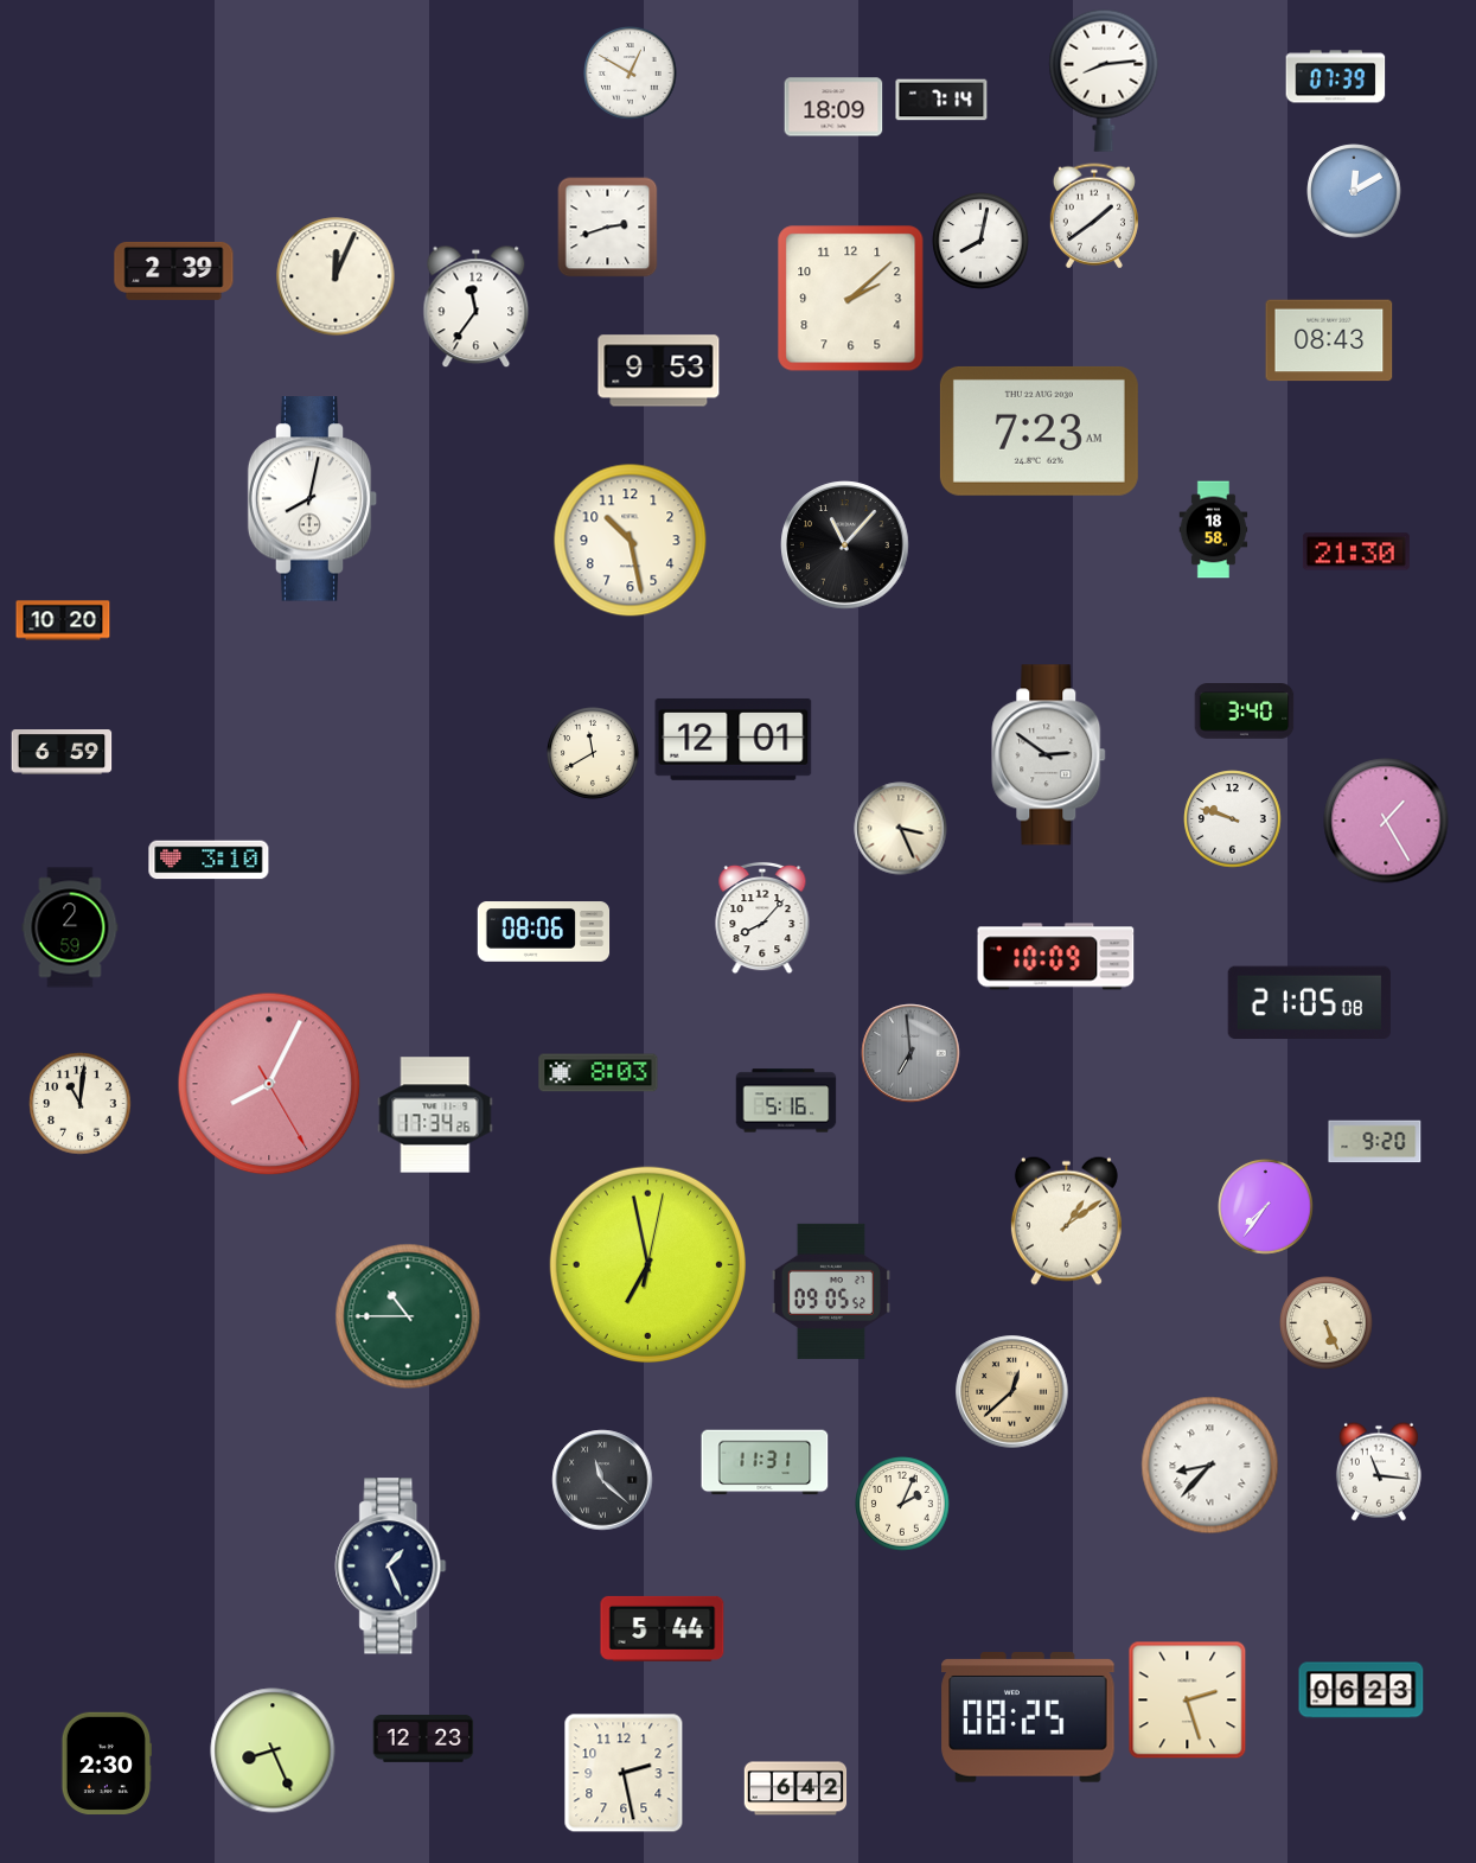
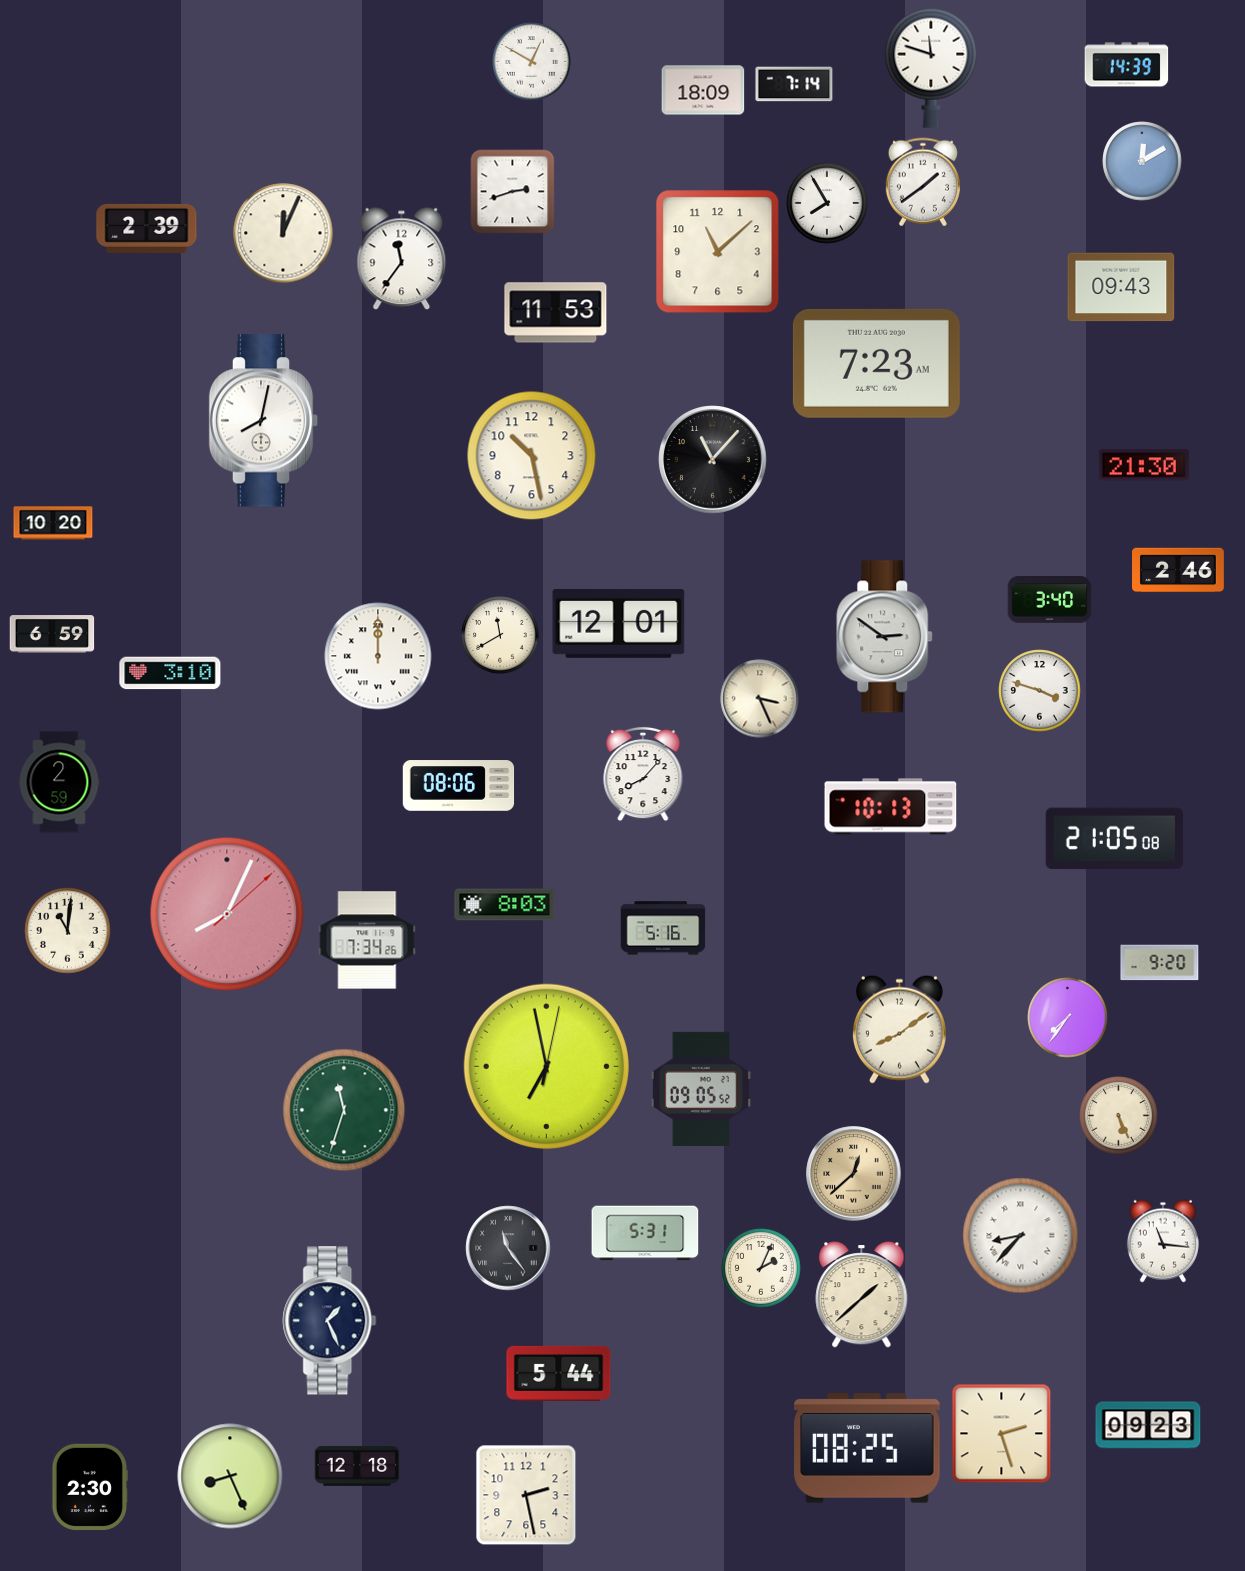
clock at (1336, 77): 07:39 -> 14:39
clock at (1104, 81): 8:14 -> 11:48
clock at (980, 241): 8:02 -> 7:55
clock at (851, 299): 2:08 -> 11:08
clock at (1329, 340): 08:43 -> 09:43
clock at (659, 371): 9:53 -> 11:53
clock at (1214, 530): 18:58 -> none
clock at (1179, 570): none -> 2:46
clock at (378, 656): none -> 12:00
clock at (1233, 819): 9:48 -> 3:48
clock at (1386, 821): 1:25 -> none
clock at (209, 860) position: (209, 860) -> (170, 673)
clock at (1056, 957): 10:09 -> 10:13
clock at (1309, 1003) position: (1309, 1003) -> (1114, 839)
clock at (910, 1053): 6:59 -> none
clock at (269, 1084): 8:04:25 -> 8:04:08
clock at (435, 1115): 17:34 -> 7:34
clock at (1066, 1220): 1:09 -> 8:09
clock at (408, 1316): 10:45 -> 11:33
clock at (765, 1462): 11:31 -> 5:31
clock at (602, 1480): 11:22 -> 11:24
clock at (862, 1295): none -> 1:38
clock at (1361, 1690): 06:23 -> 09:23
clock at (423, 1738): 12:23 -> 12:18
clock at (795, 1788): 6:42 -> none
